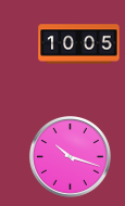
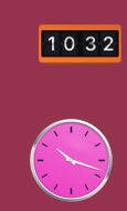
clock at (79, 44): 10:05 -> 10:32
